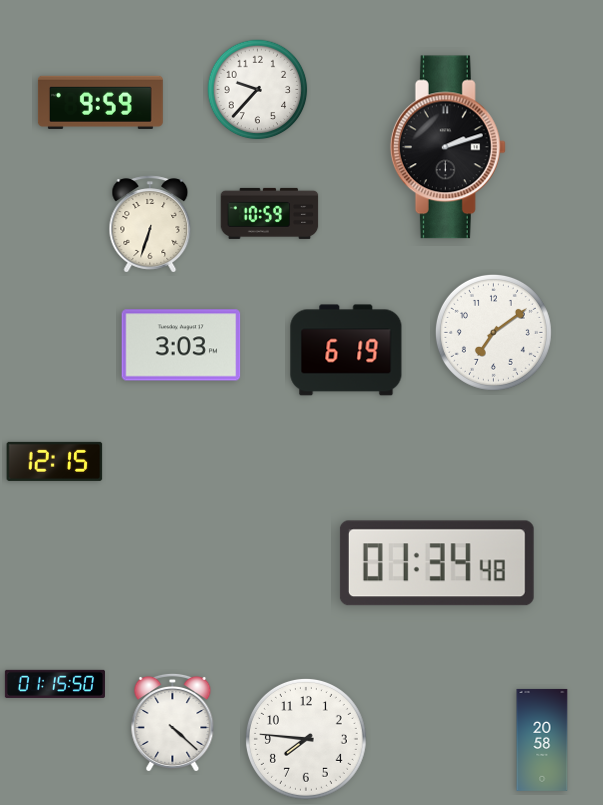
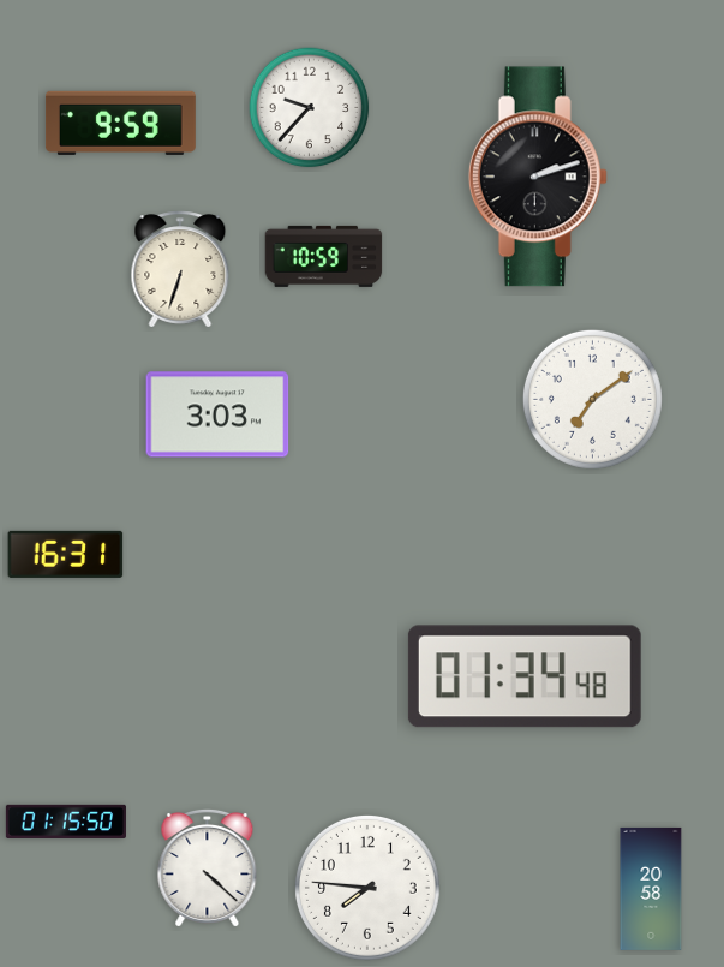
clock at (346, 350): 6:19 -> none
clock at (55, 461): 12:15 -> 16:31
